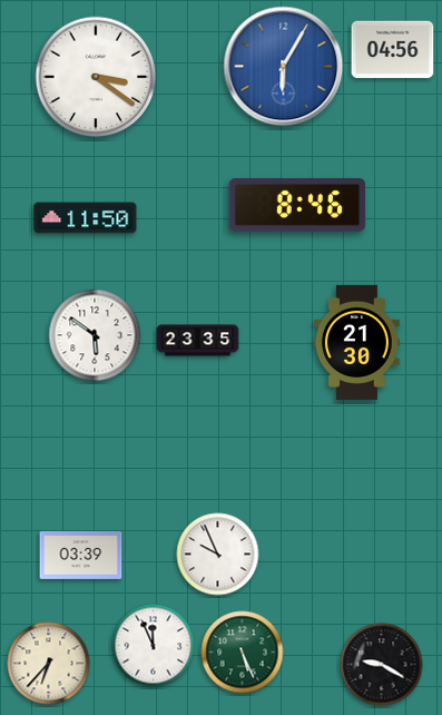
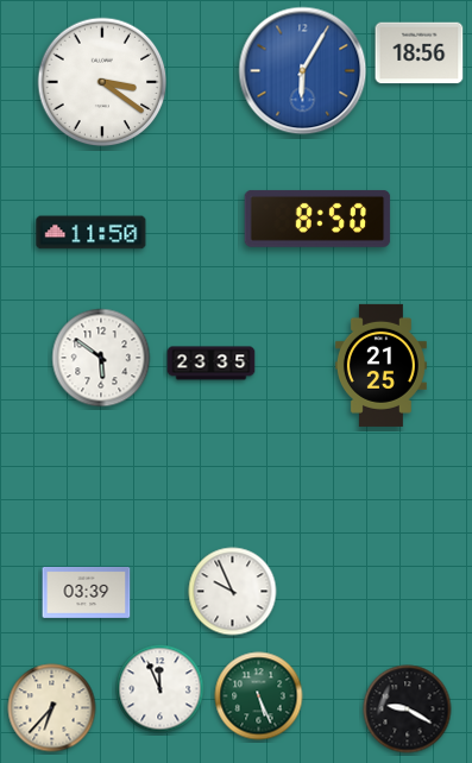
clock at (393, 50): 04:56 -> 18:56
clock at (297, 205): 8:46 -> 8:50
clock at (356, 342): 21:30 -> 21:25
clock at (154, 646) position: (154, 646) -> (161, 689)
